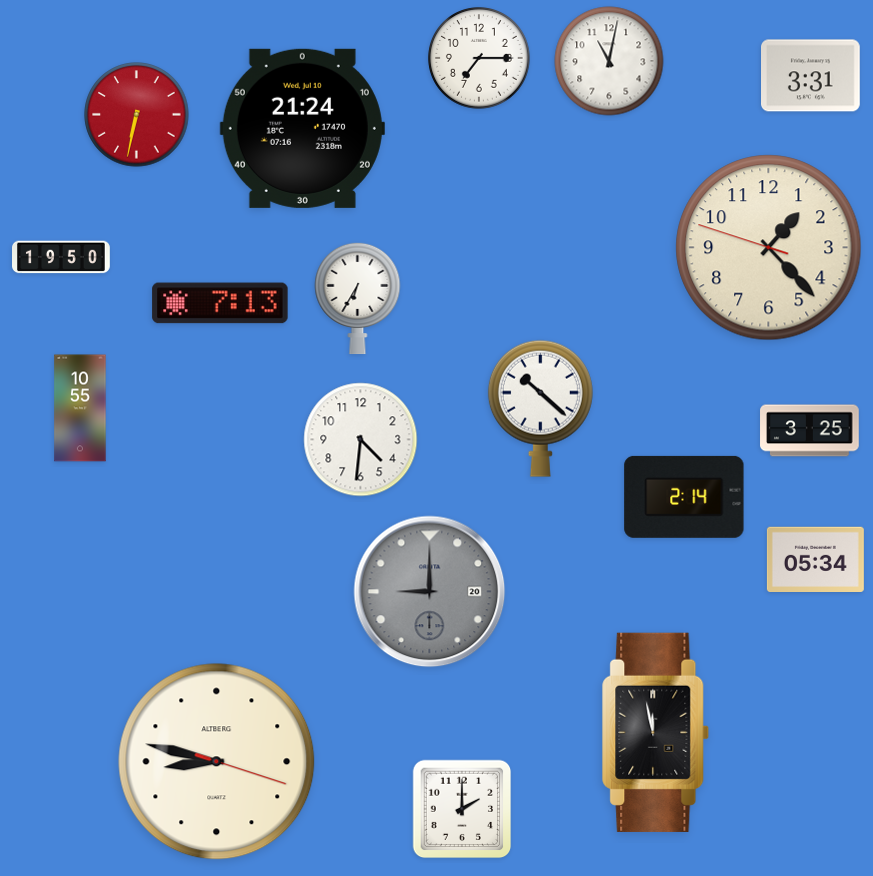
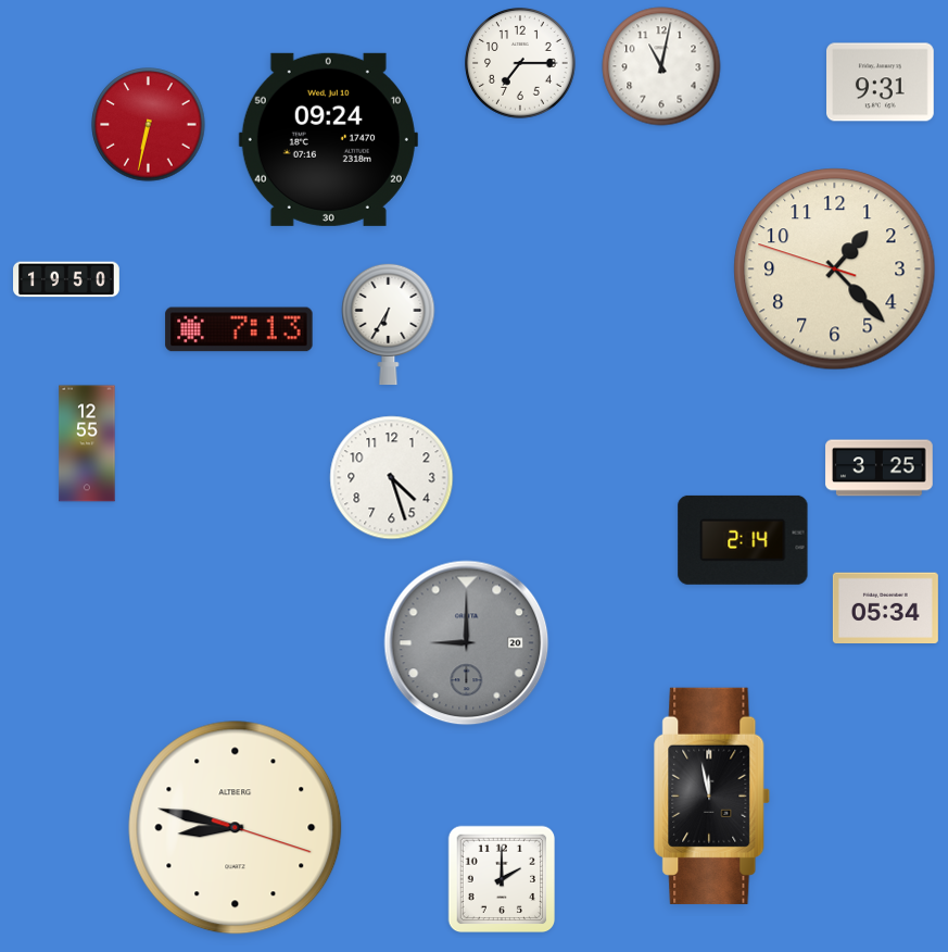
clock at (811, 76): 3:31 -> 9:31
clock at (302, 128): 21:24 -> 09:24
clock at (80, 408): 10:55 -> 12:55
clock at (540, 408): 10:22 -> none
clock at (361, 440): 4:31 -> 4:27
